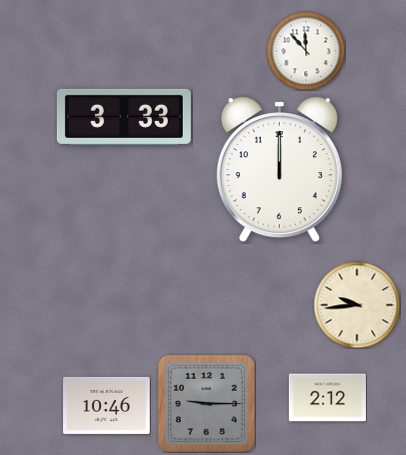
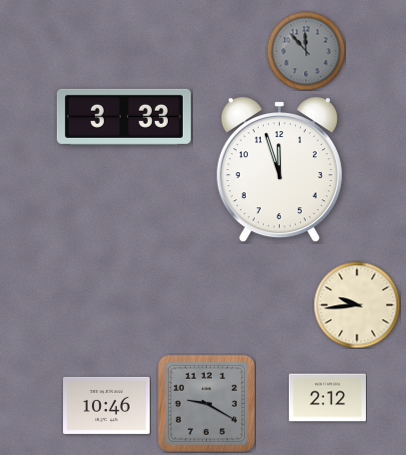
clock at (306, 51) dial: white -> grey
clock at (279, 171): 12:00 -> 11:57
clock at (206, 403): 9:15 -> 9:20
